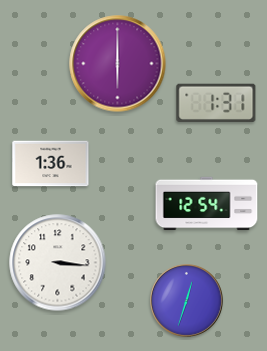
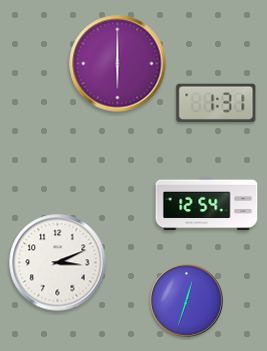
clock at (51, 164): 1:36 -> none
clock at (58, 263): 3:16 -> 3:11
